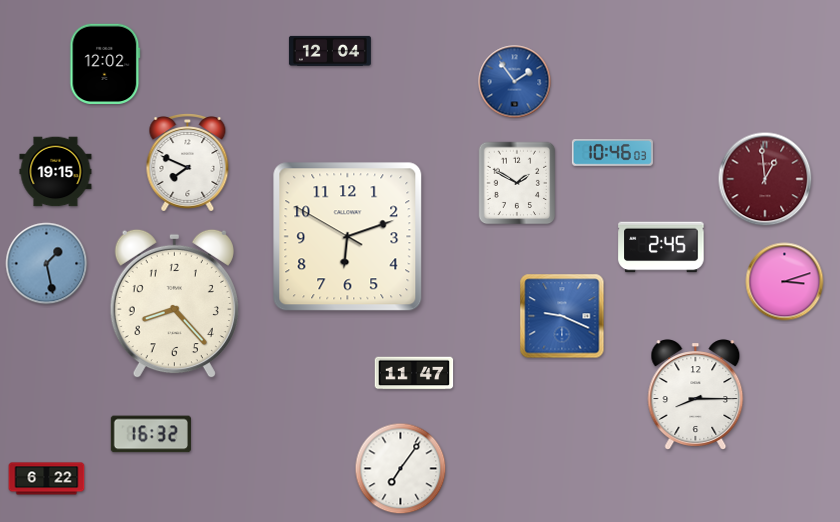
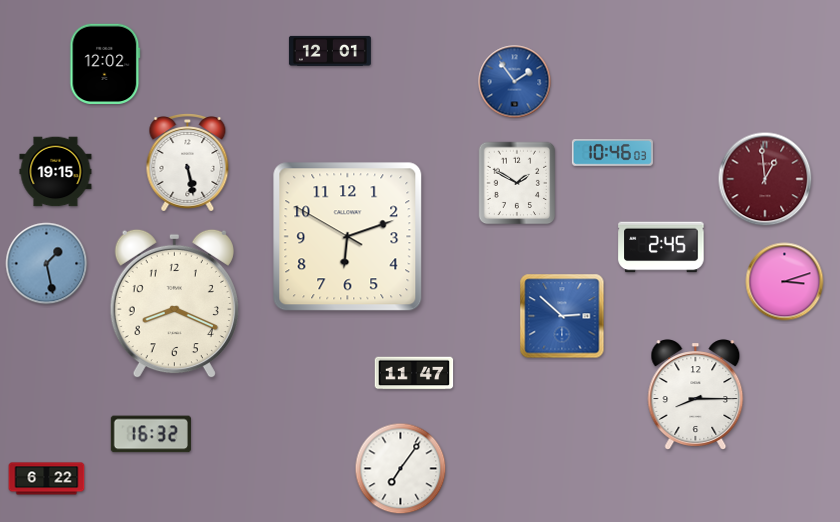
clock at (330, 51): 12:04 -> 12:01
clock at (188, 163): 7:49 -> 5:28
clock at (174, 304): 8:23 -> 8:19
clock at (562, 316): 9:19 -> 2:52
